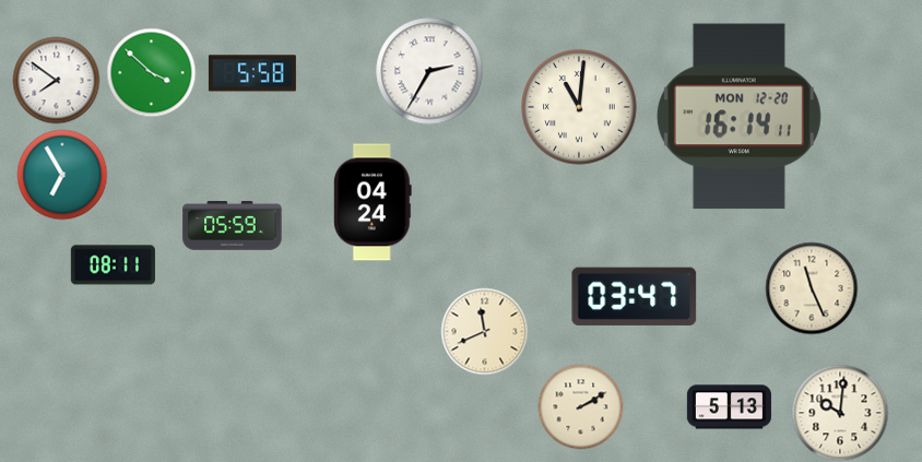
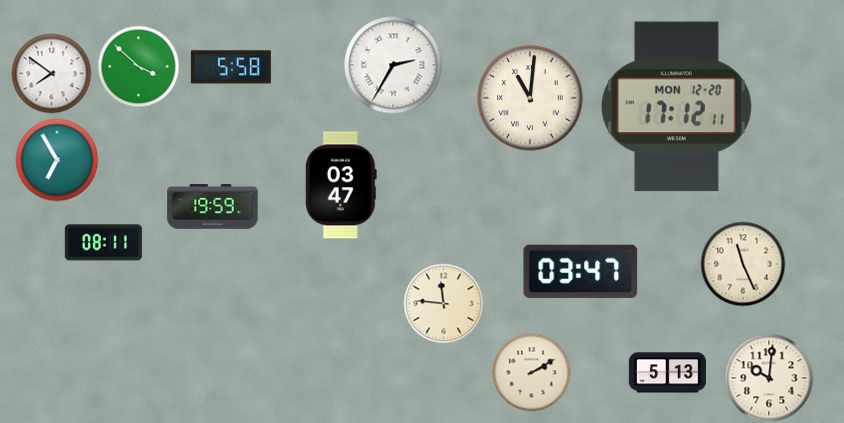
clock at (738, 117): 16:14 -> 17:12
clock at (373, 202): 04:24 -> 03:47
clock at (233, 226): 05:59 -> 19:59
clock at (484, 331): 11:41 -> 11:46
